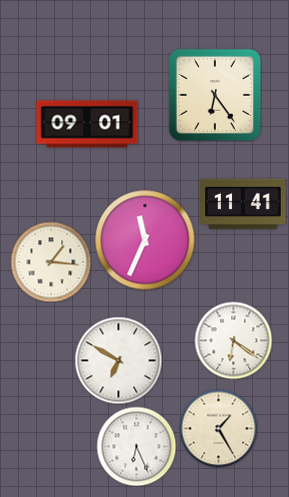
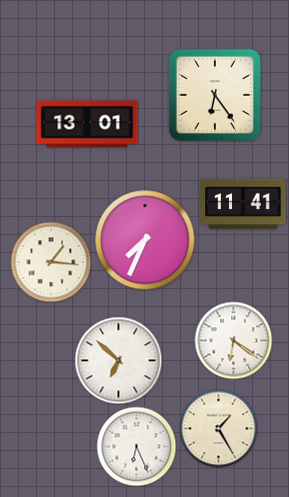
clock at (87, 124): 09:01 -> 13:01
clock at (145, 240): 11:34 -> 7:34
clock at (118, 360): 6:50 -> 6:52
